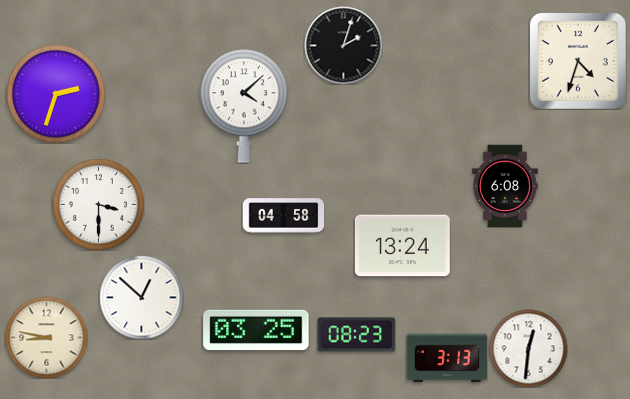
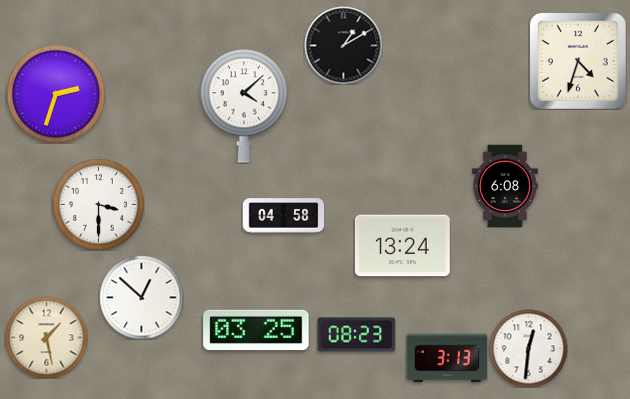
clock at (343, 45): 2:03 -> 1:10
clock at (46, 337): 8:47 -> 1:28
